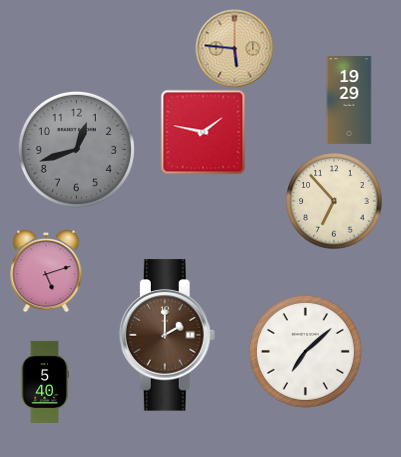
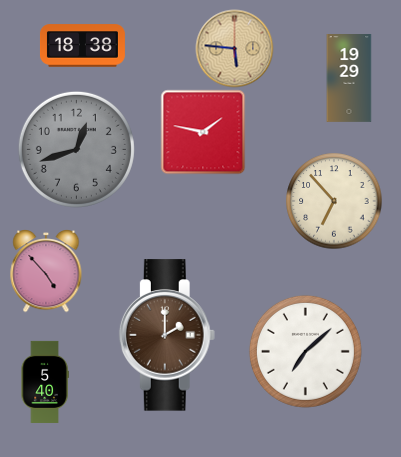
clock at (82, 46): none -> 18:38
clock at (349, 101) position: (349, 101) -> (349, 79)
clock at (46, 271): 5:12 -> 4:53
